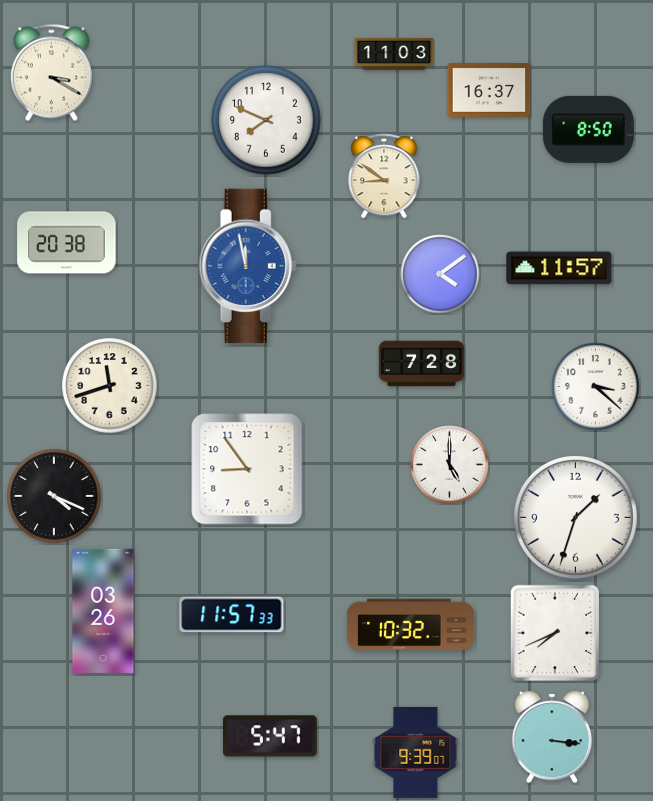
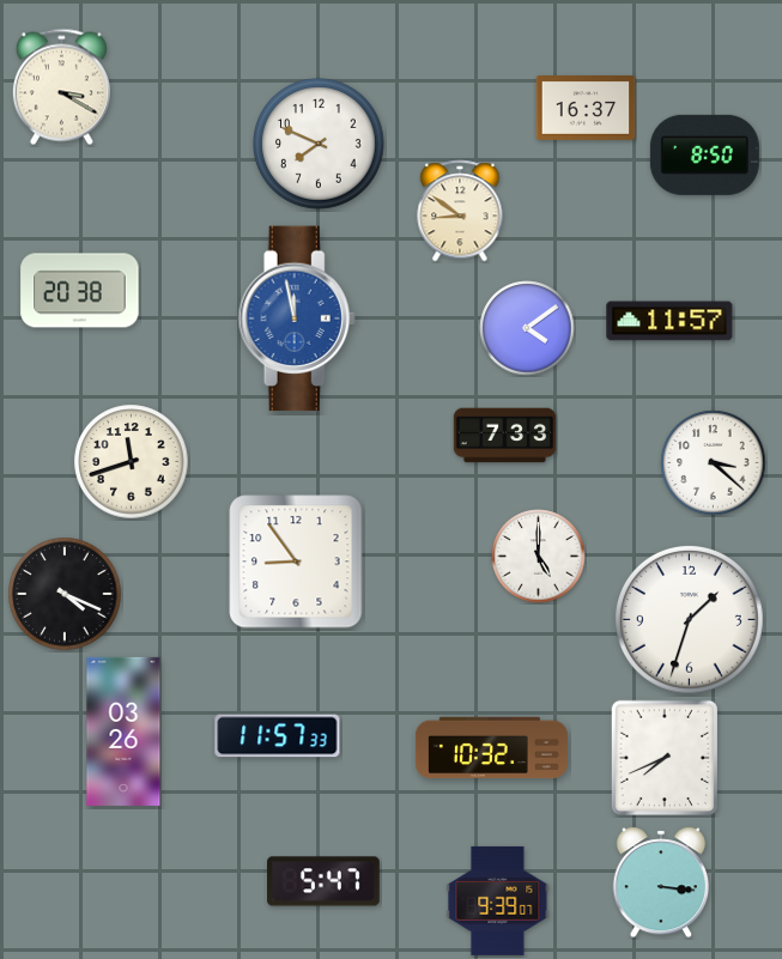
clock at (394, 54): 11:03 -> none
clock at (422, 364): 7:28 -> 7:33
